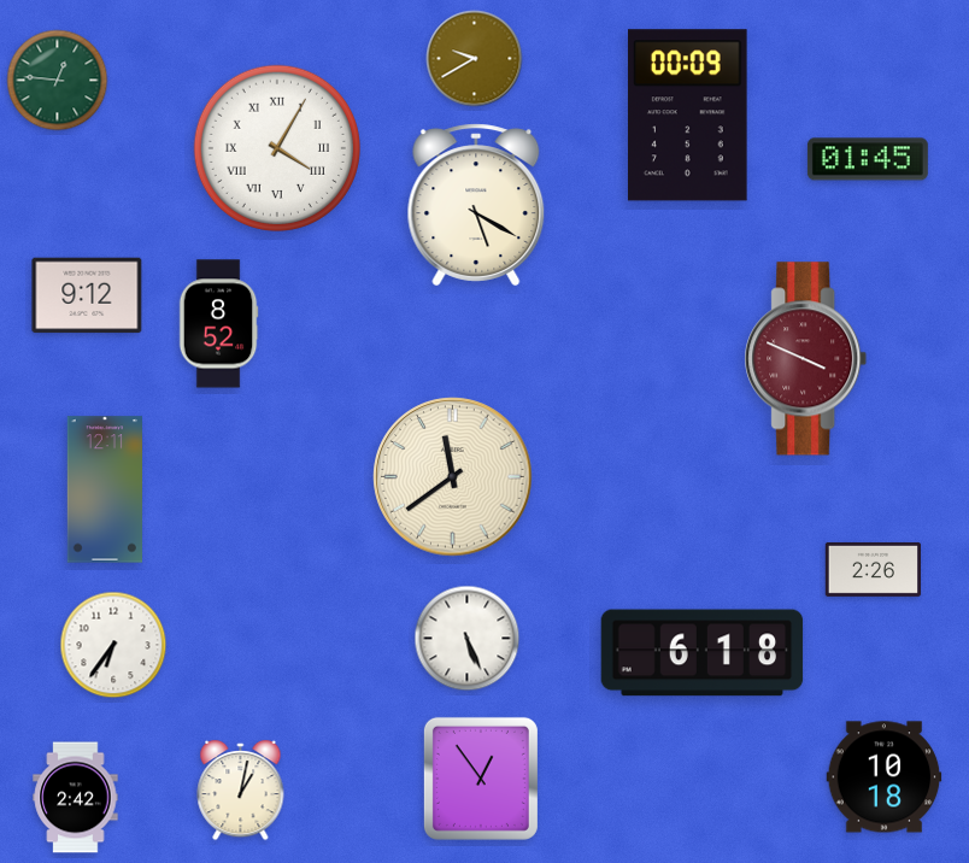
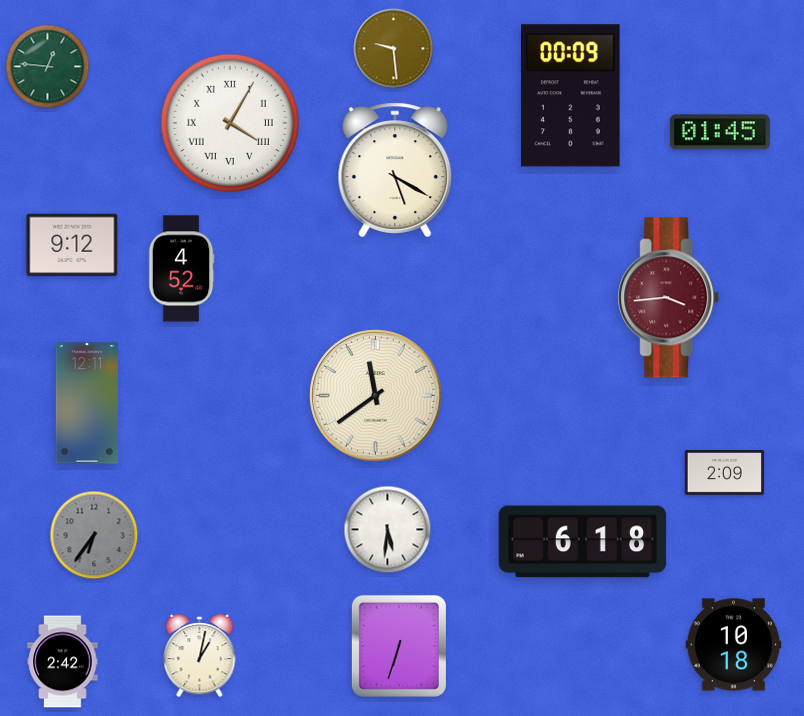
clock at (475, 59): 9:40 -> 9:29
clock at (218, 324): 8:52 -> 4:52
clock at (806, 359): 3:49 -> 3:44
clock at (104, 489) position: (104, 489) -> (86, 403)
clock at (873, 569): 2:26 -> 2:09
clock at (468, 639): 5:26 -> 5:31
clock at (113, 645) dial: white -> grey
clock at (481, 779): 12:54 -> 6:33
